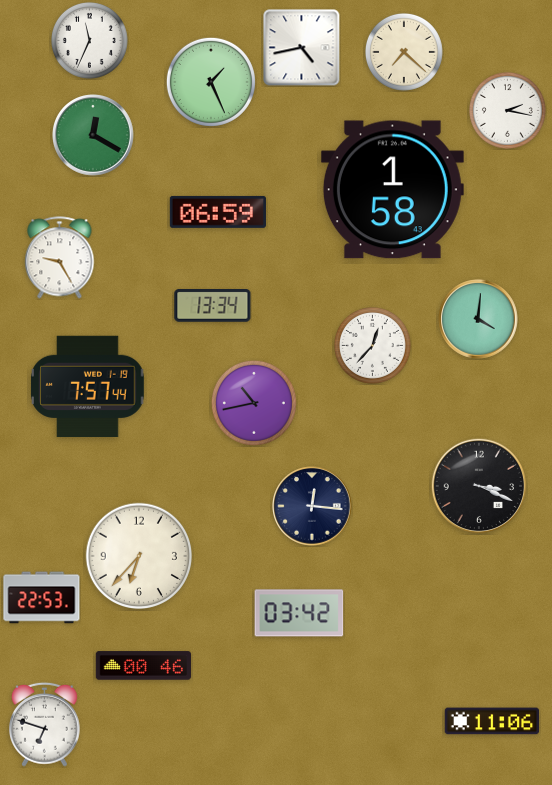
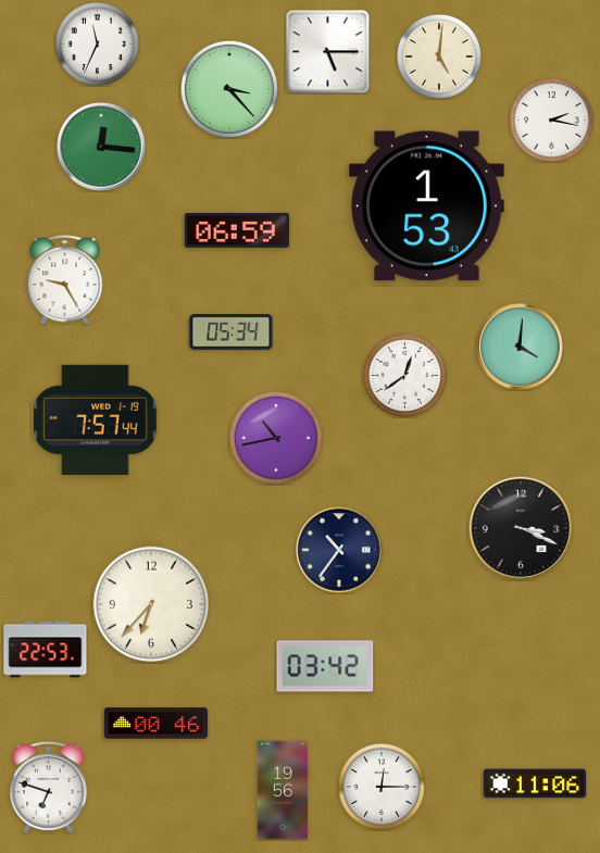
clock at (302, 48): 4:43 -> 5:15
clock at (404, 52): 7:22 -> 5:01
clock at (211, 82): 1:26 -> 3:23
clock at (94, 136): 12:20 -> 12:16
clock at (392, 190): 1:58 -> 1:53
clock at (213, 306): 13:34 -> 05:34
clock at (372, 345): 12:37 -> 12:39
clock at (312, 506): 12:16 -> 10:36
clock at (382, 787): none -> 12:15
clock at (283, 790): none -> 19:56
